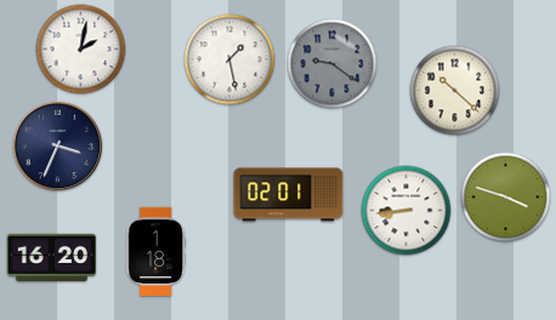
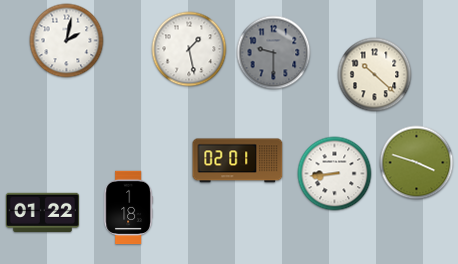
clock at (333, 64): 9:21 -> 9:30
clock at (58, 147): 3:34 -> none
clock at (52, 258): 16:20 -> 01:22
